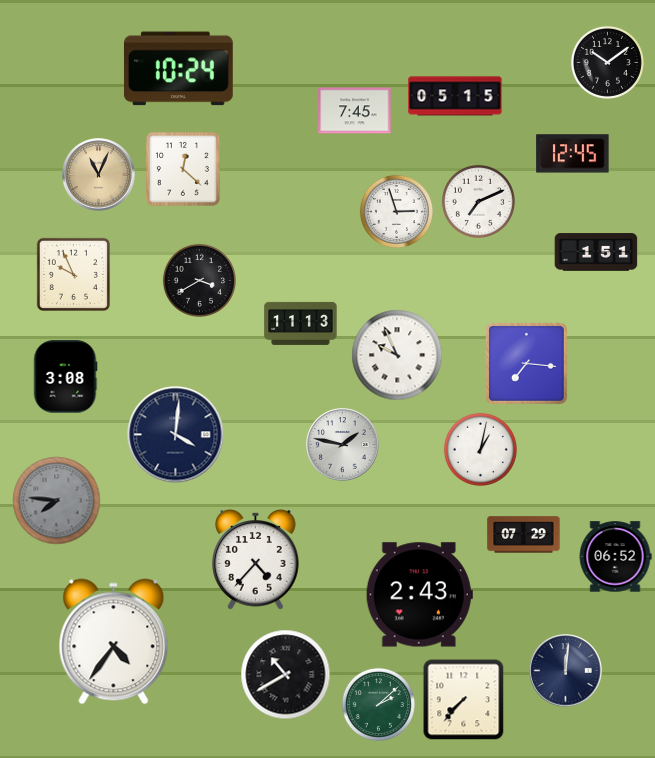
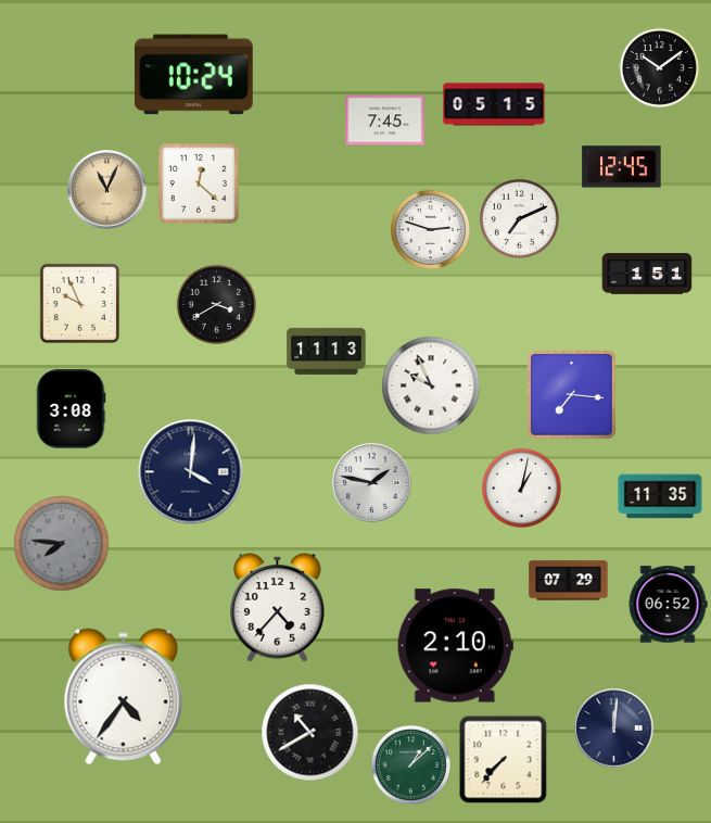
clock at (396, 211): 2:57 -> 2:48
clock at (73, 274) position: (73, 274) -> (79, 303)
clock at (660, 496): none -> 11:35
clock at (419, 595): 2:43 -> 2:10
clock at (378, 704): 2:08 -> 1:08
